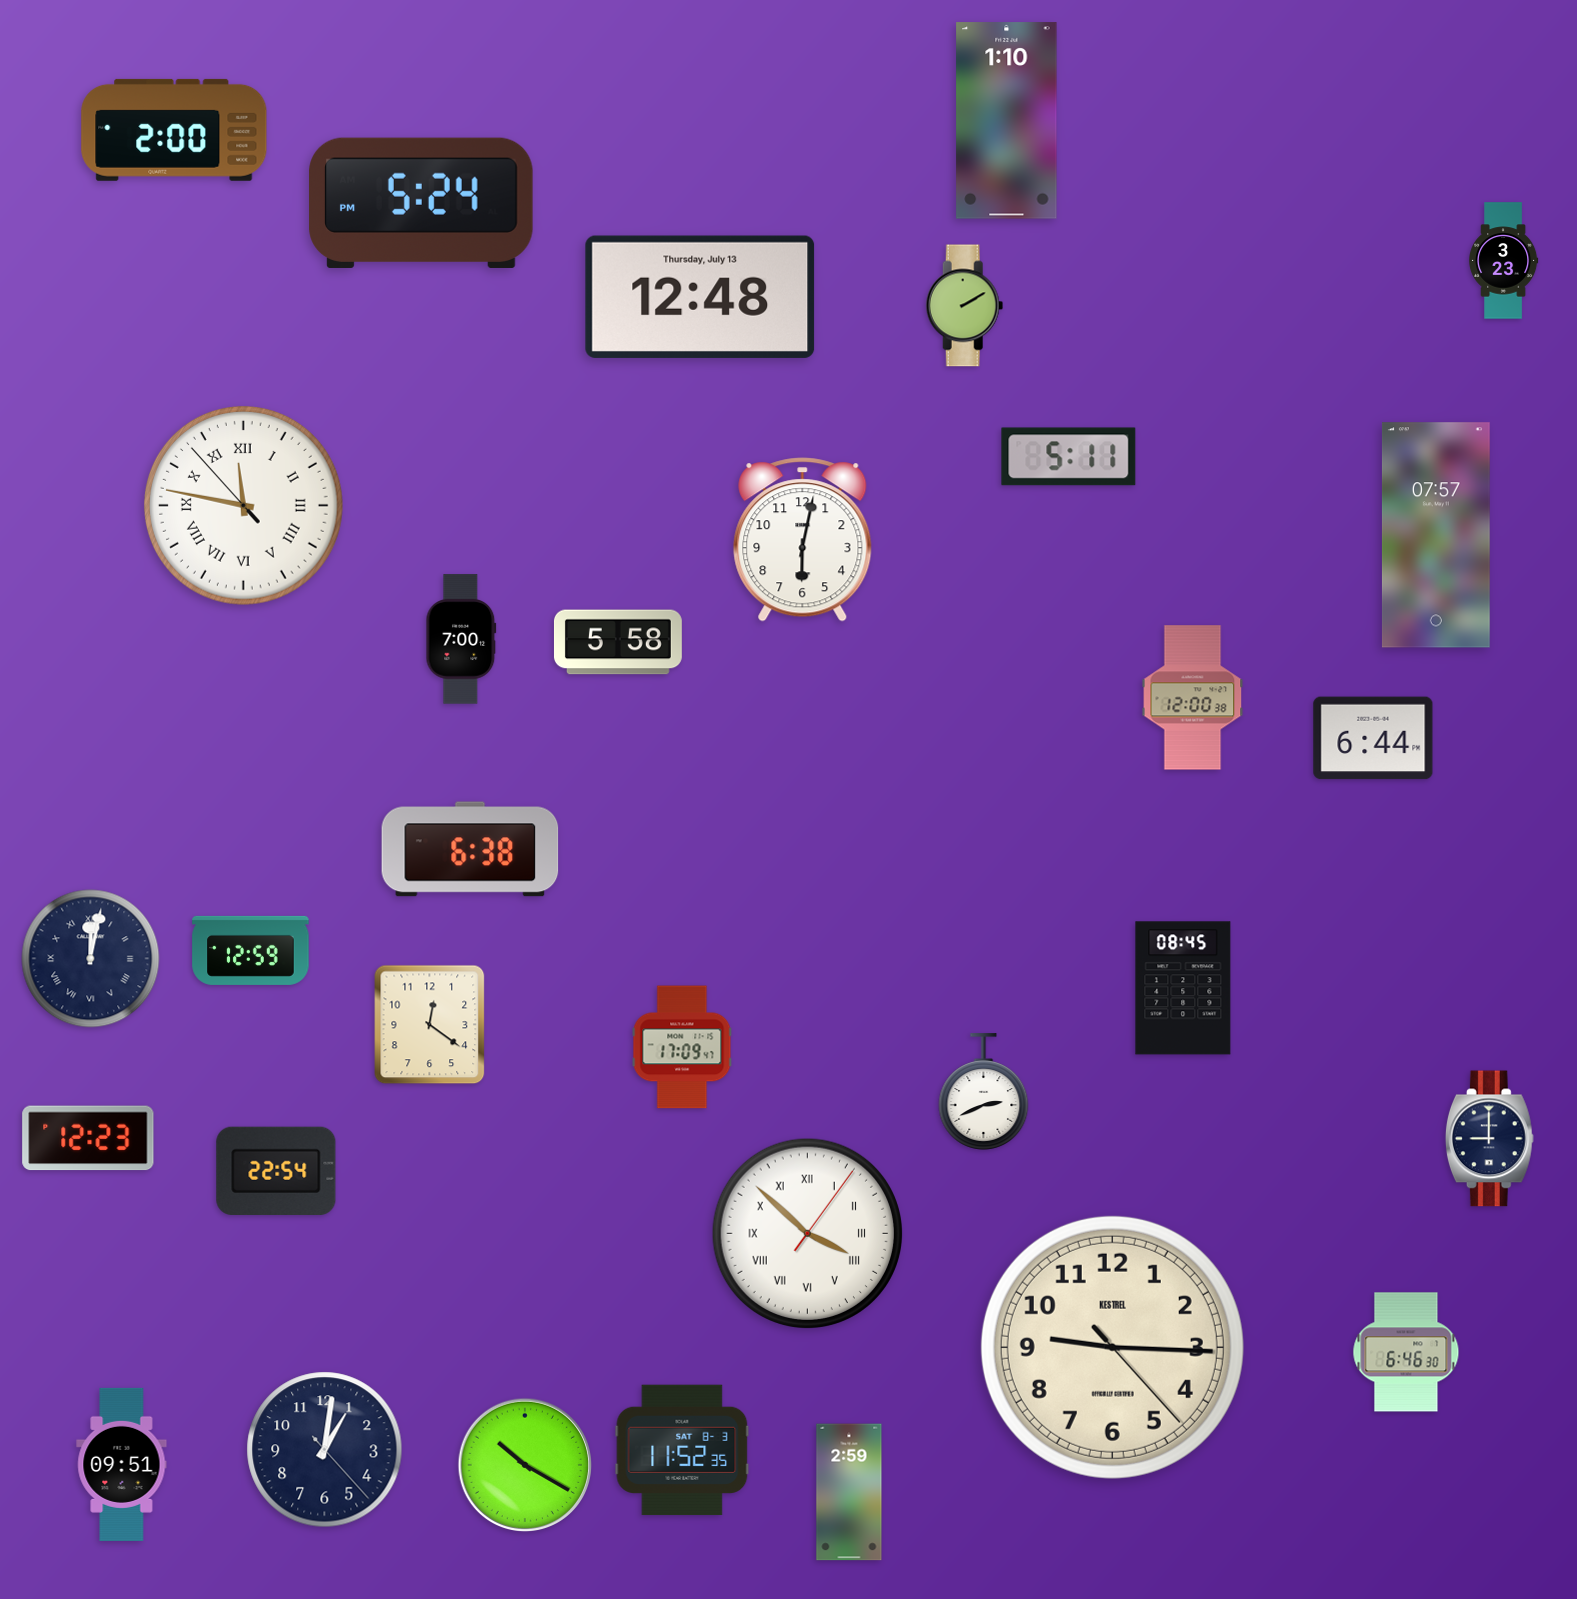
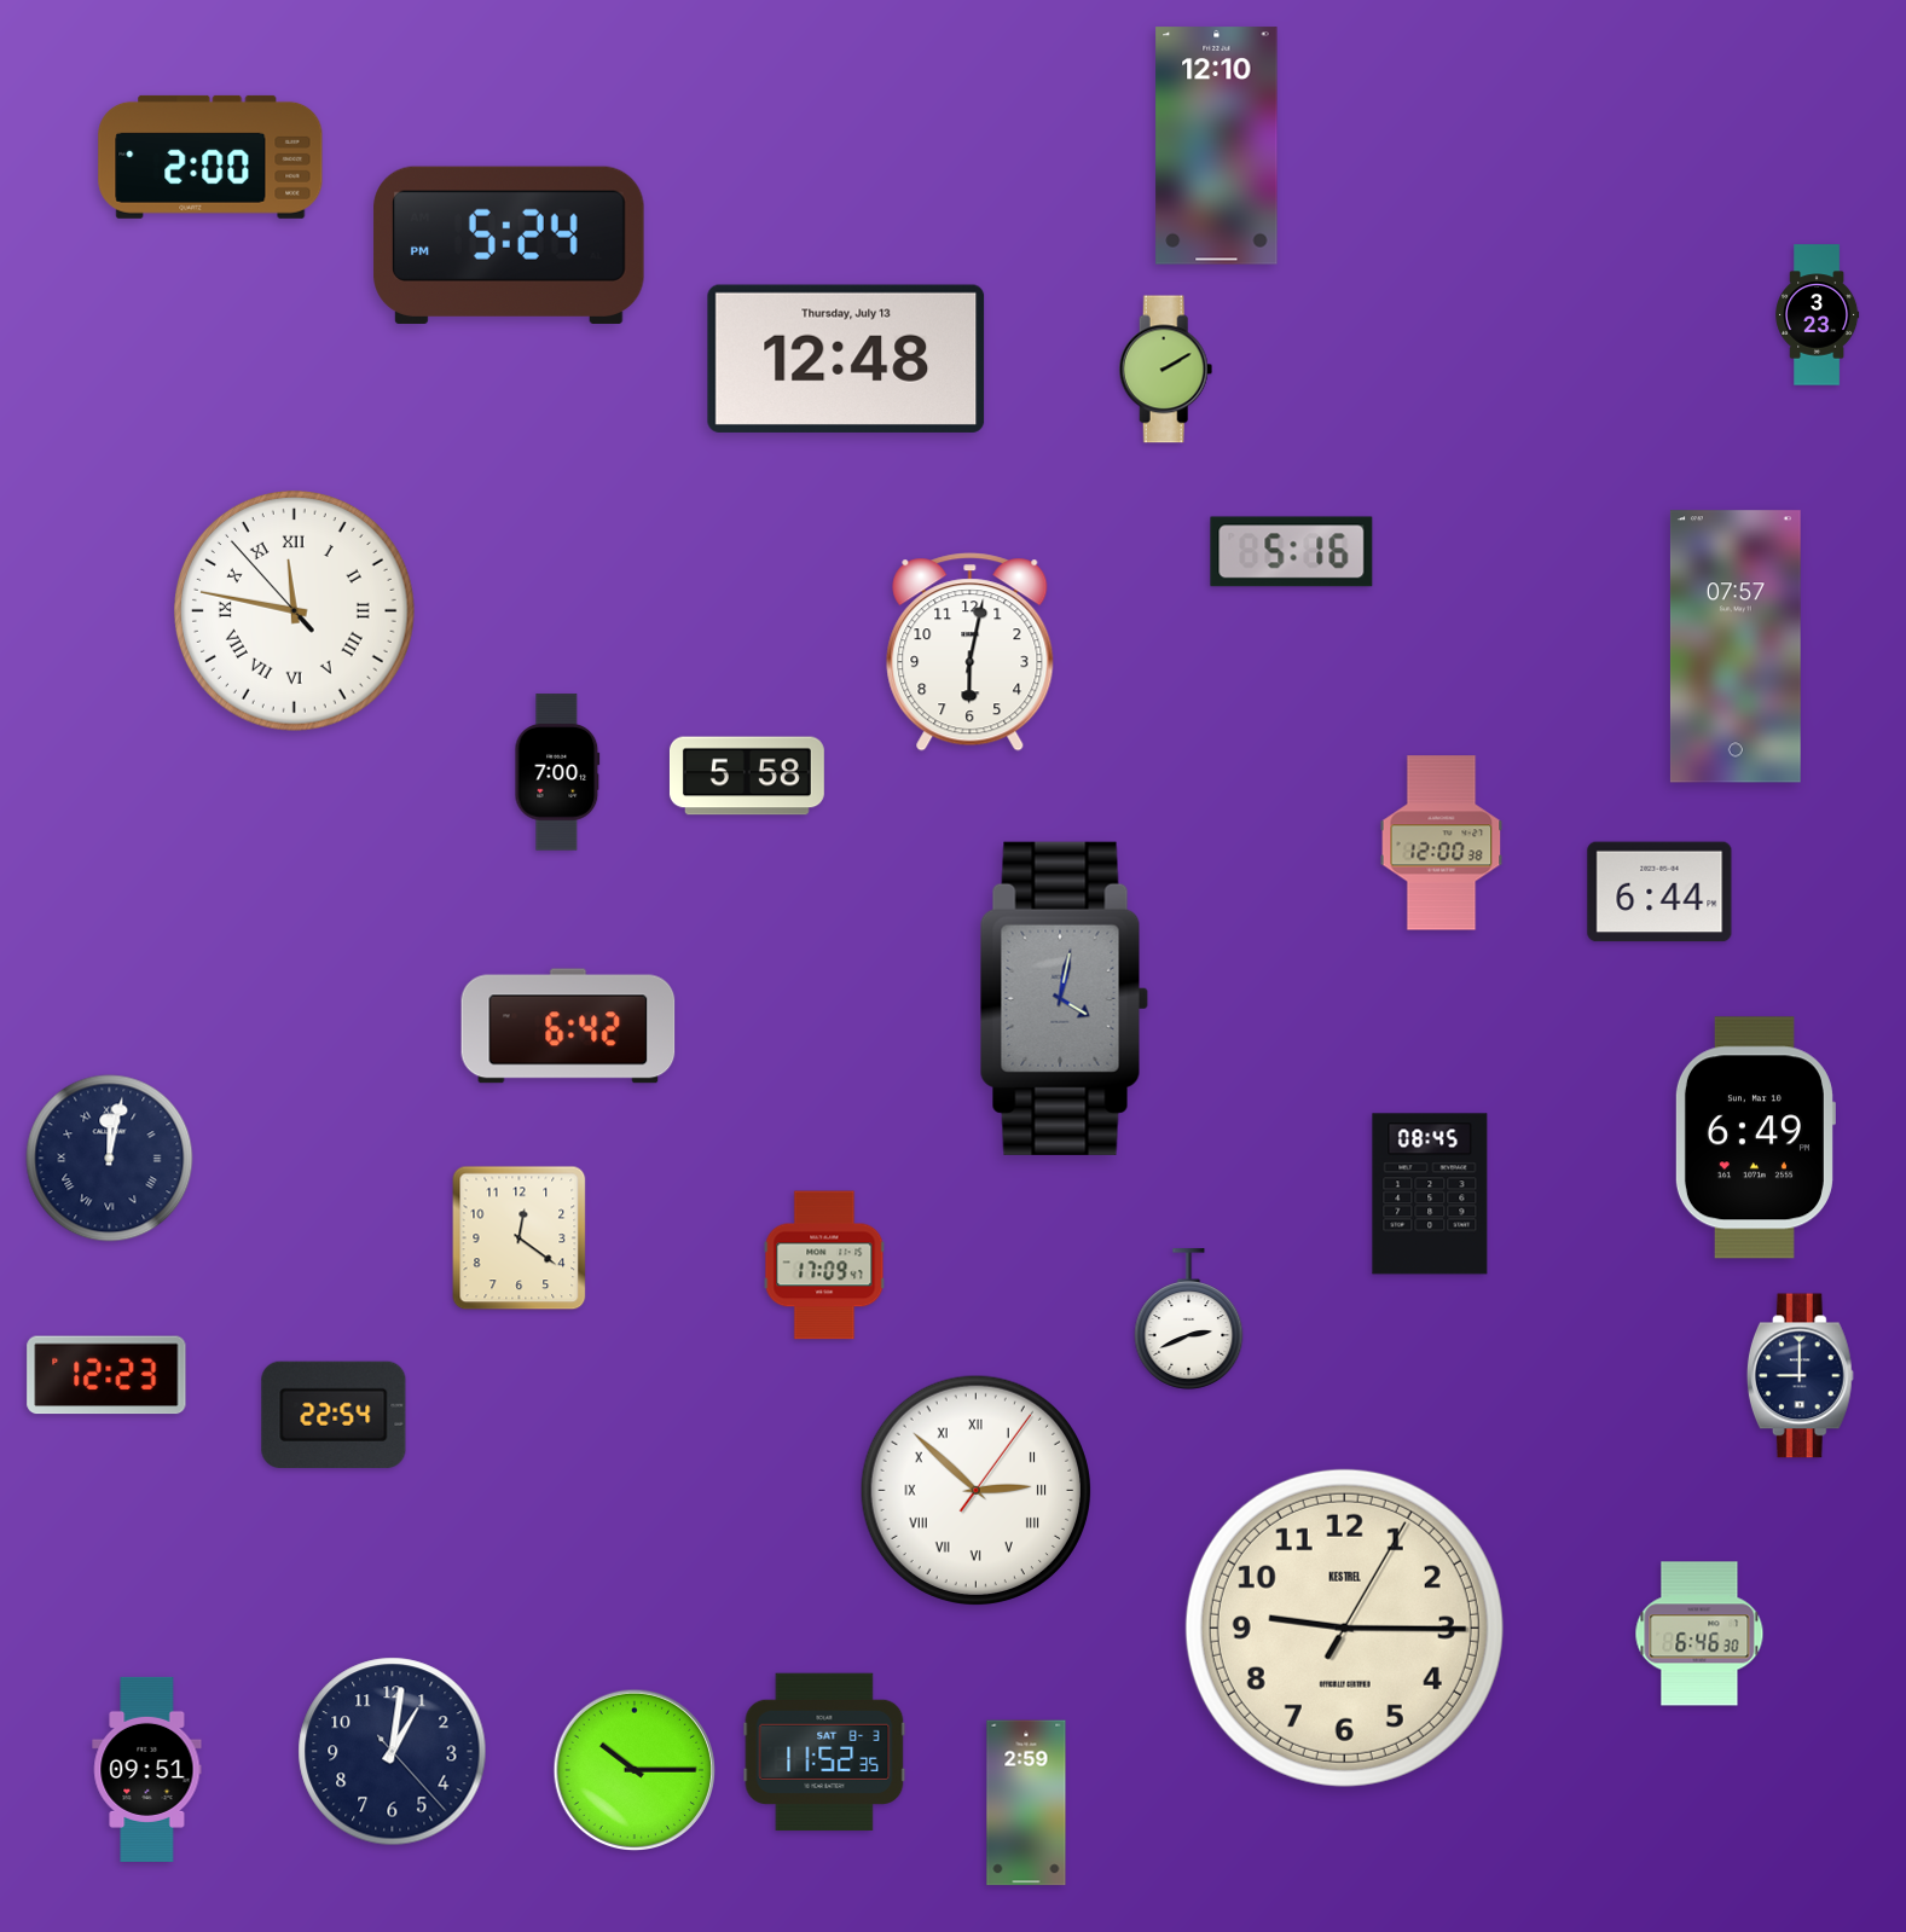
clock at (1007, 121): 1:10 -> 12:10
clock at (1069, 457): 5:11 -> 5:16
clock at (1064, 998): none -> 4:02
clock at (470, 849): 6:38 -> 6:42
clock at (1755, 1138): none -> 6:49
clock at (251, 950): 12:59 -> none
clock at (807, 1233): 3:52 -> 2:52
clock at (1112, 1347): 9:15:23 -> 9:15:05
clock at (525, 1465): 10:20 -> 10:15
